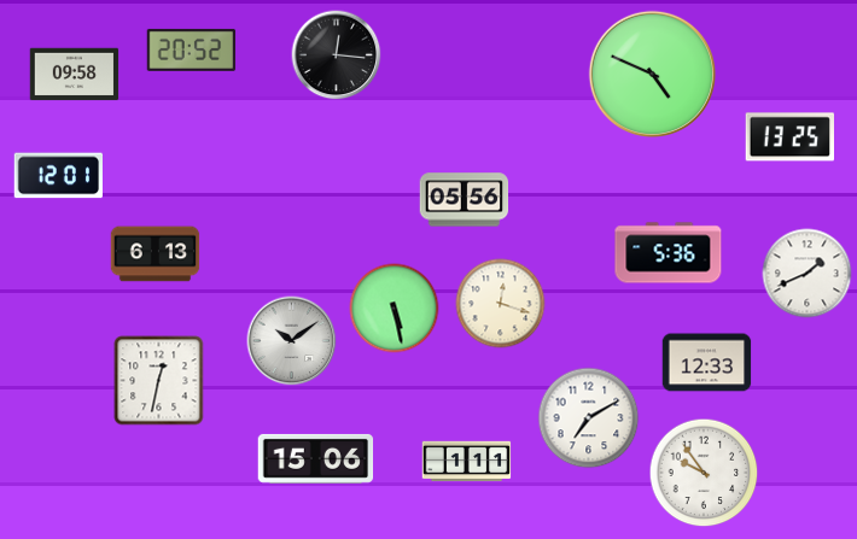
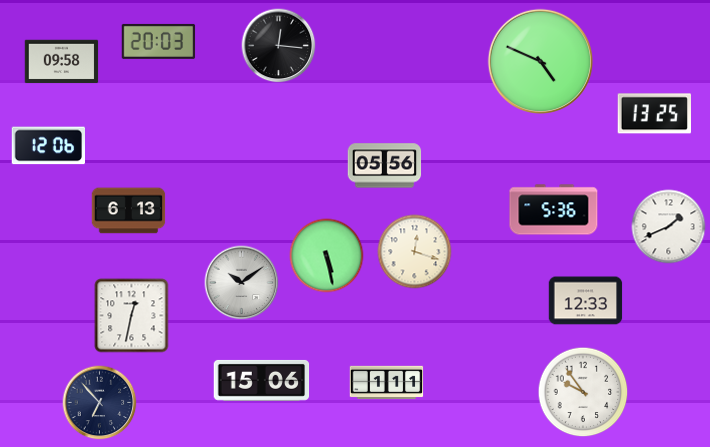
clock at (192, 49): 20:52 -> 20:03
clock at (59, 176): 12:01 -> 12:06
clock at (589, 418): 7:10 -> none
clock at (100, 403): none -> 6:53
